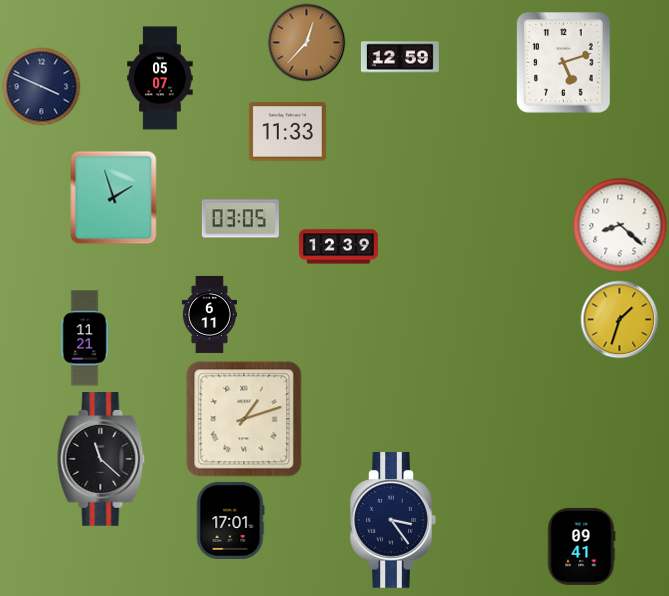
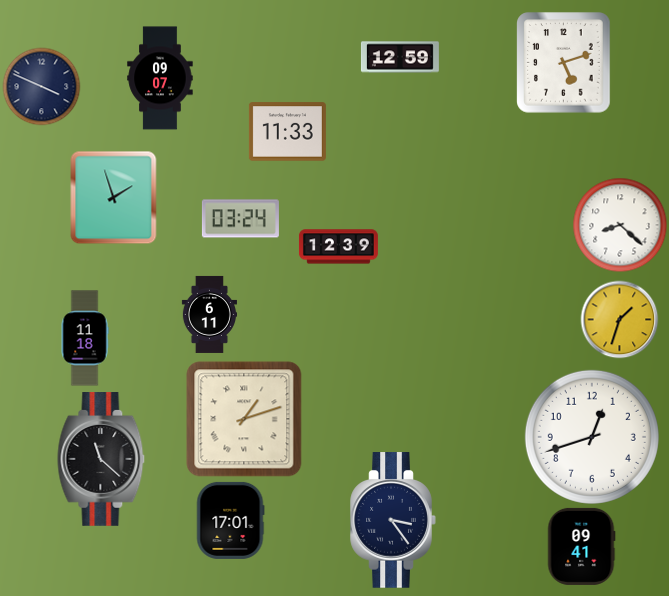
clock at (306, 42): 12:37 -> none
clock at (160, 78): 05:07 -> 09:07
clock at (240, 219): 03:05 -> 03:24
clock at (85, 338): 11:21 -> 11:18
clock at (592, 437): none -> 12:42
